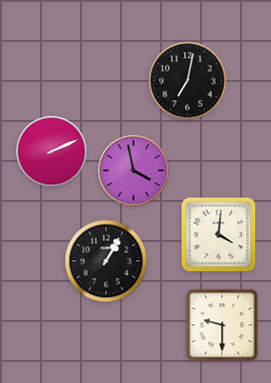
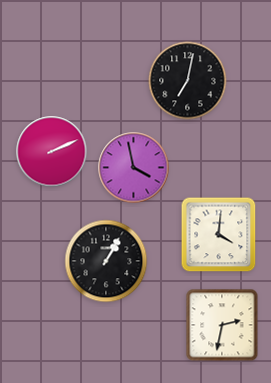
clock at (134, 171) position: (134, 171) -> (134, 168)
clock at (222, 325): 9:30 -> 2:32
